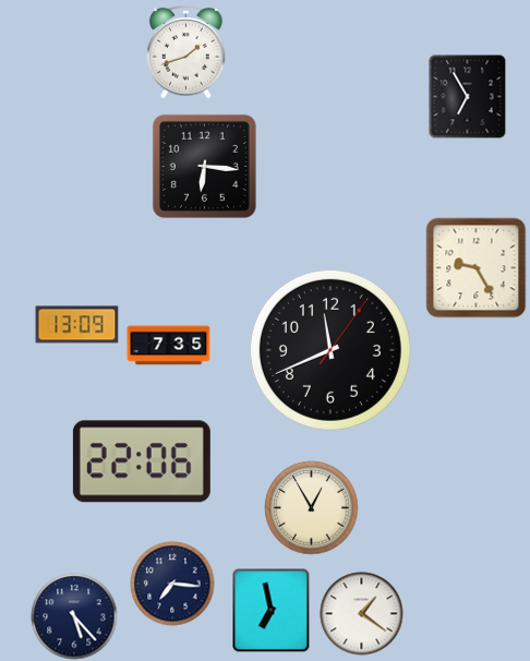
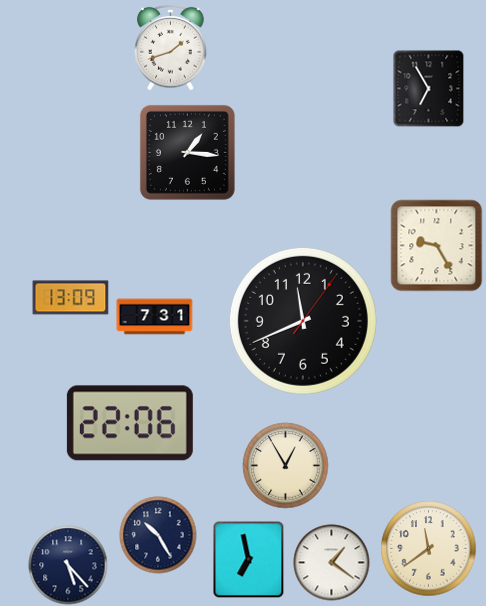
clock at (204, 166): 6:16 -> 1:16
clock at (169, 346): 7:35 -> 7:31
clock at (172, 584): 7:16 -> 10:25
clock at (429, 549): none -> 11:39
